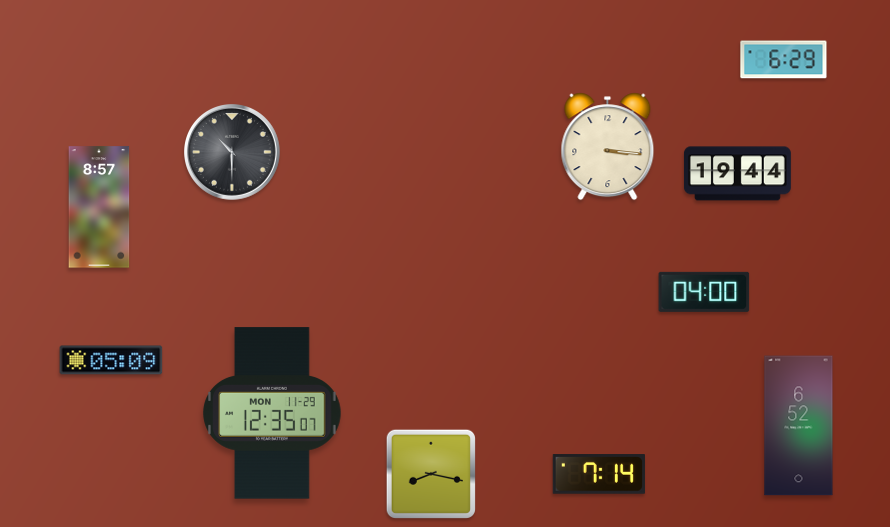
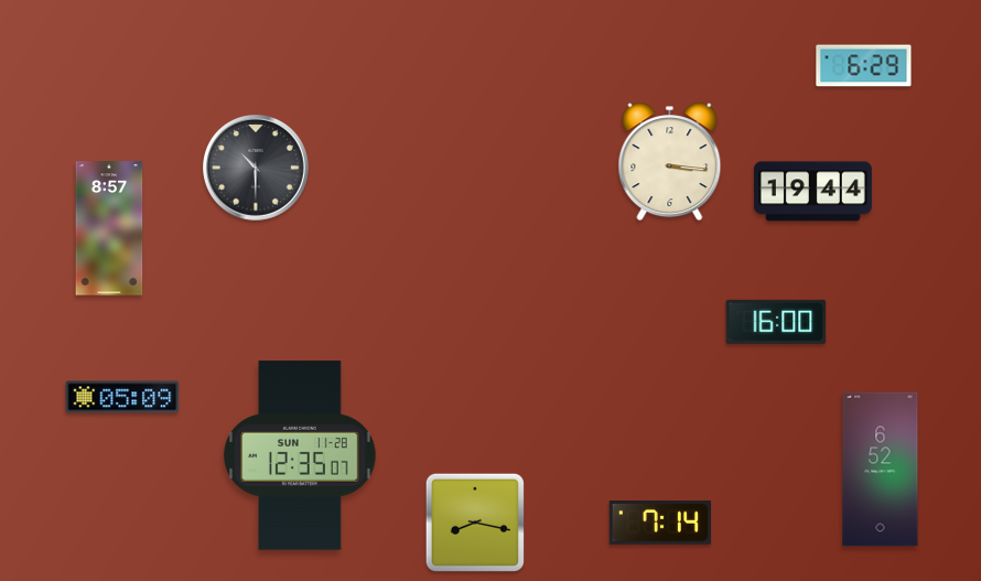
clock at (704, 292): 04:00 -> 16:00
clock at (272, 413) date: MON 11-29 -> SUN 11-28
